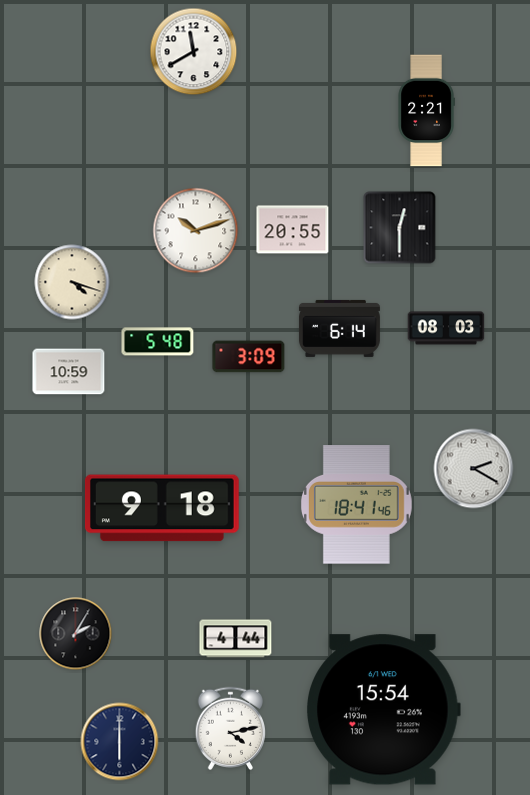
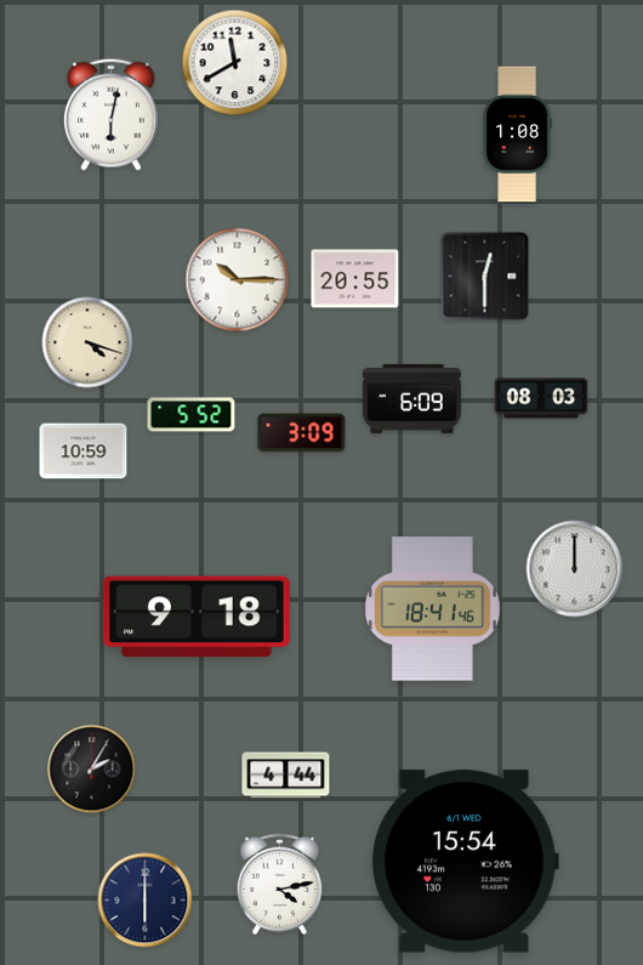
clock at (110, 114): none -> 6:02
clock at (426, 111): 2:21 -> 1:08
clock at (196, 231): 10:12 -> 10:15
clock at (339, 328): 6:14 -> 6:09
clock at (158, 342): 5:48 -> 5:52
clock at (474, 469): 2:20 -> 12:00
clock at (356, 505) position: (356, 505) -> (432, 609)
